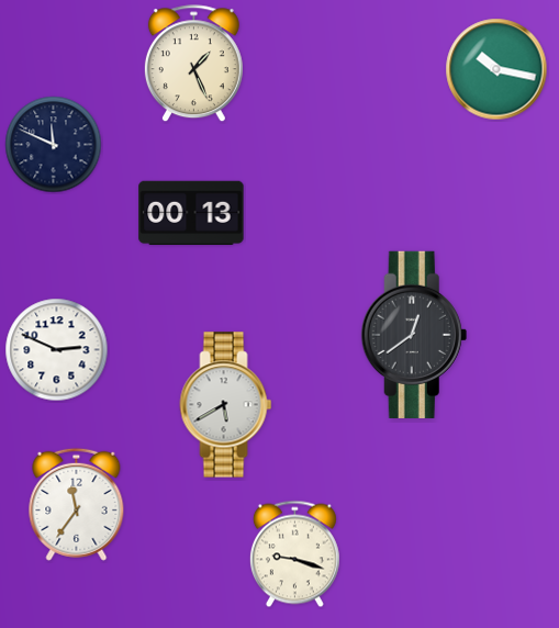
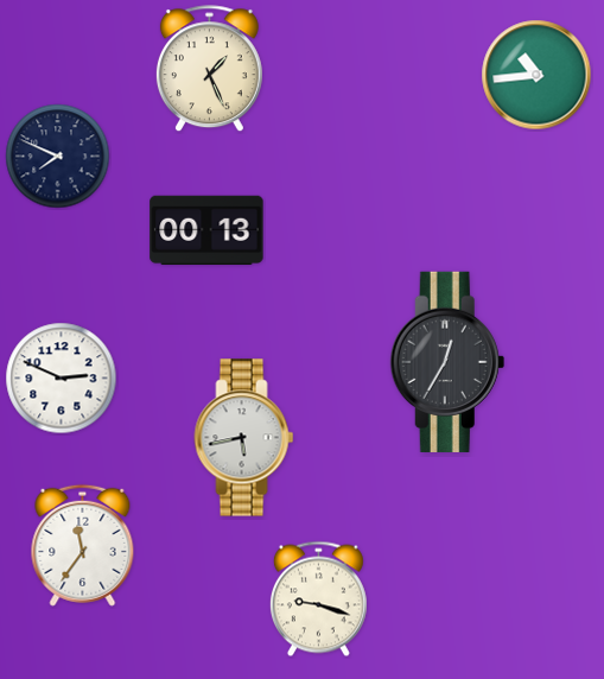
clock at (496, 69): 10:17 -> 10:44
clock at (54, 145): 11:49 -> 7:49
clock at (414, 335): 12:39 -> 12:35
clock at (226, 405): 5:40 -> 5:43
